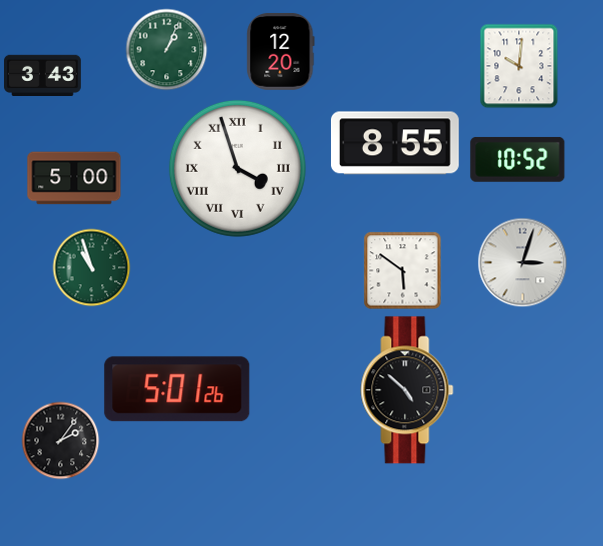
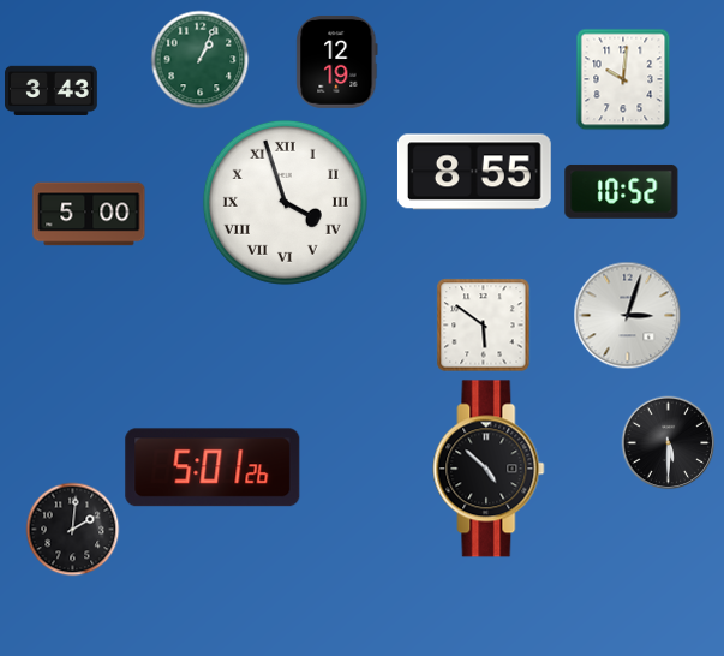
clock at (281, 51): 12:20 -> 12:19
clock at (91, 267): 10:57 -> none
clock at (668, 442): none -> 5:30
clock at (60, 440): 2:06 -> 2:01
